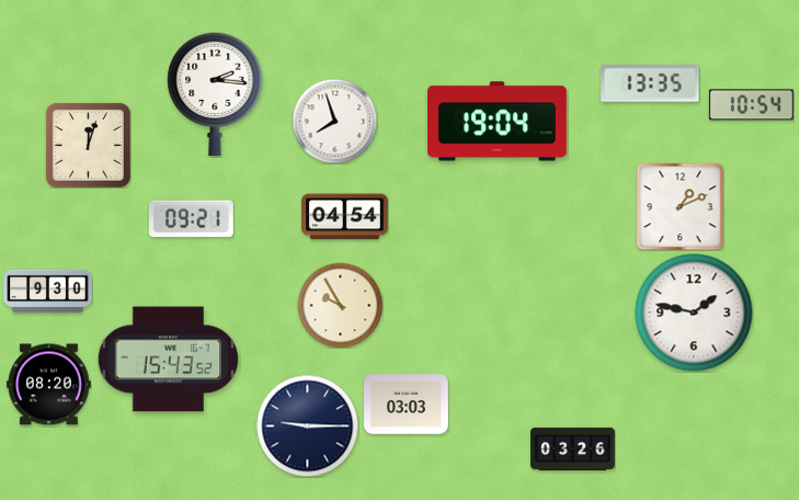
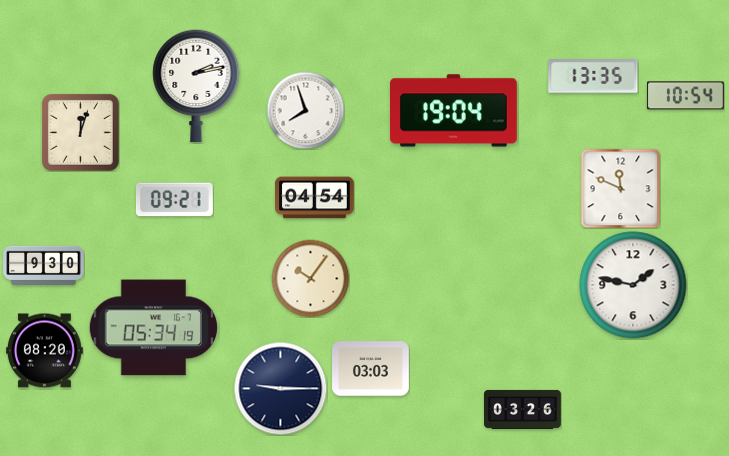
clock at (215, 94): 2:16 -> 2:13
clock at (680, 206): 1:11 -> 11:49
clock at (340, 305): 9:55 -> 10:06
clock at (168, 360): 15:43 -> 05:34
